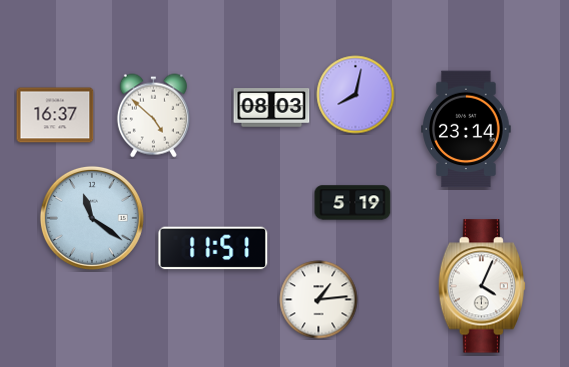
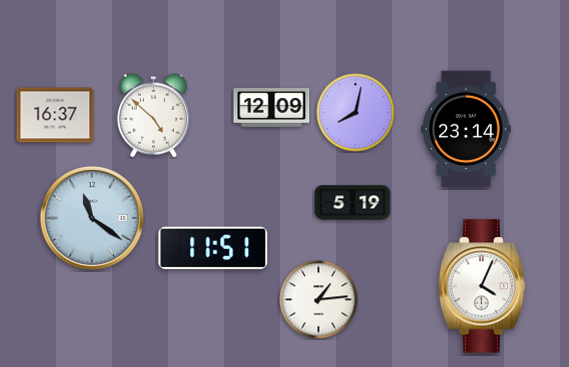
clock at (356, 95) position: (356, 95) -> (356, 113)
clock at (272, 108): 08:03 -> 12:09
